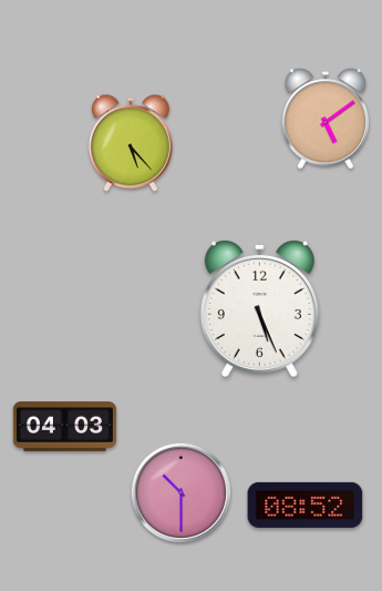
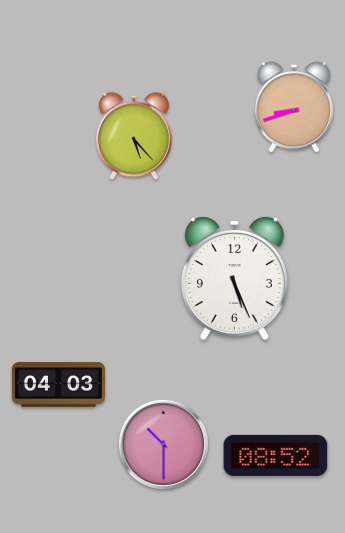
clock at (326, 119): 5:09 -> 8:42
clock at (131, 143) position: (131, 143) -> (134, 136)
